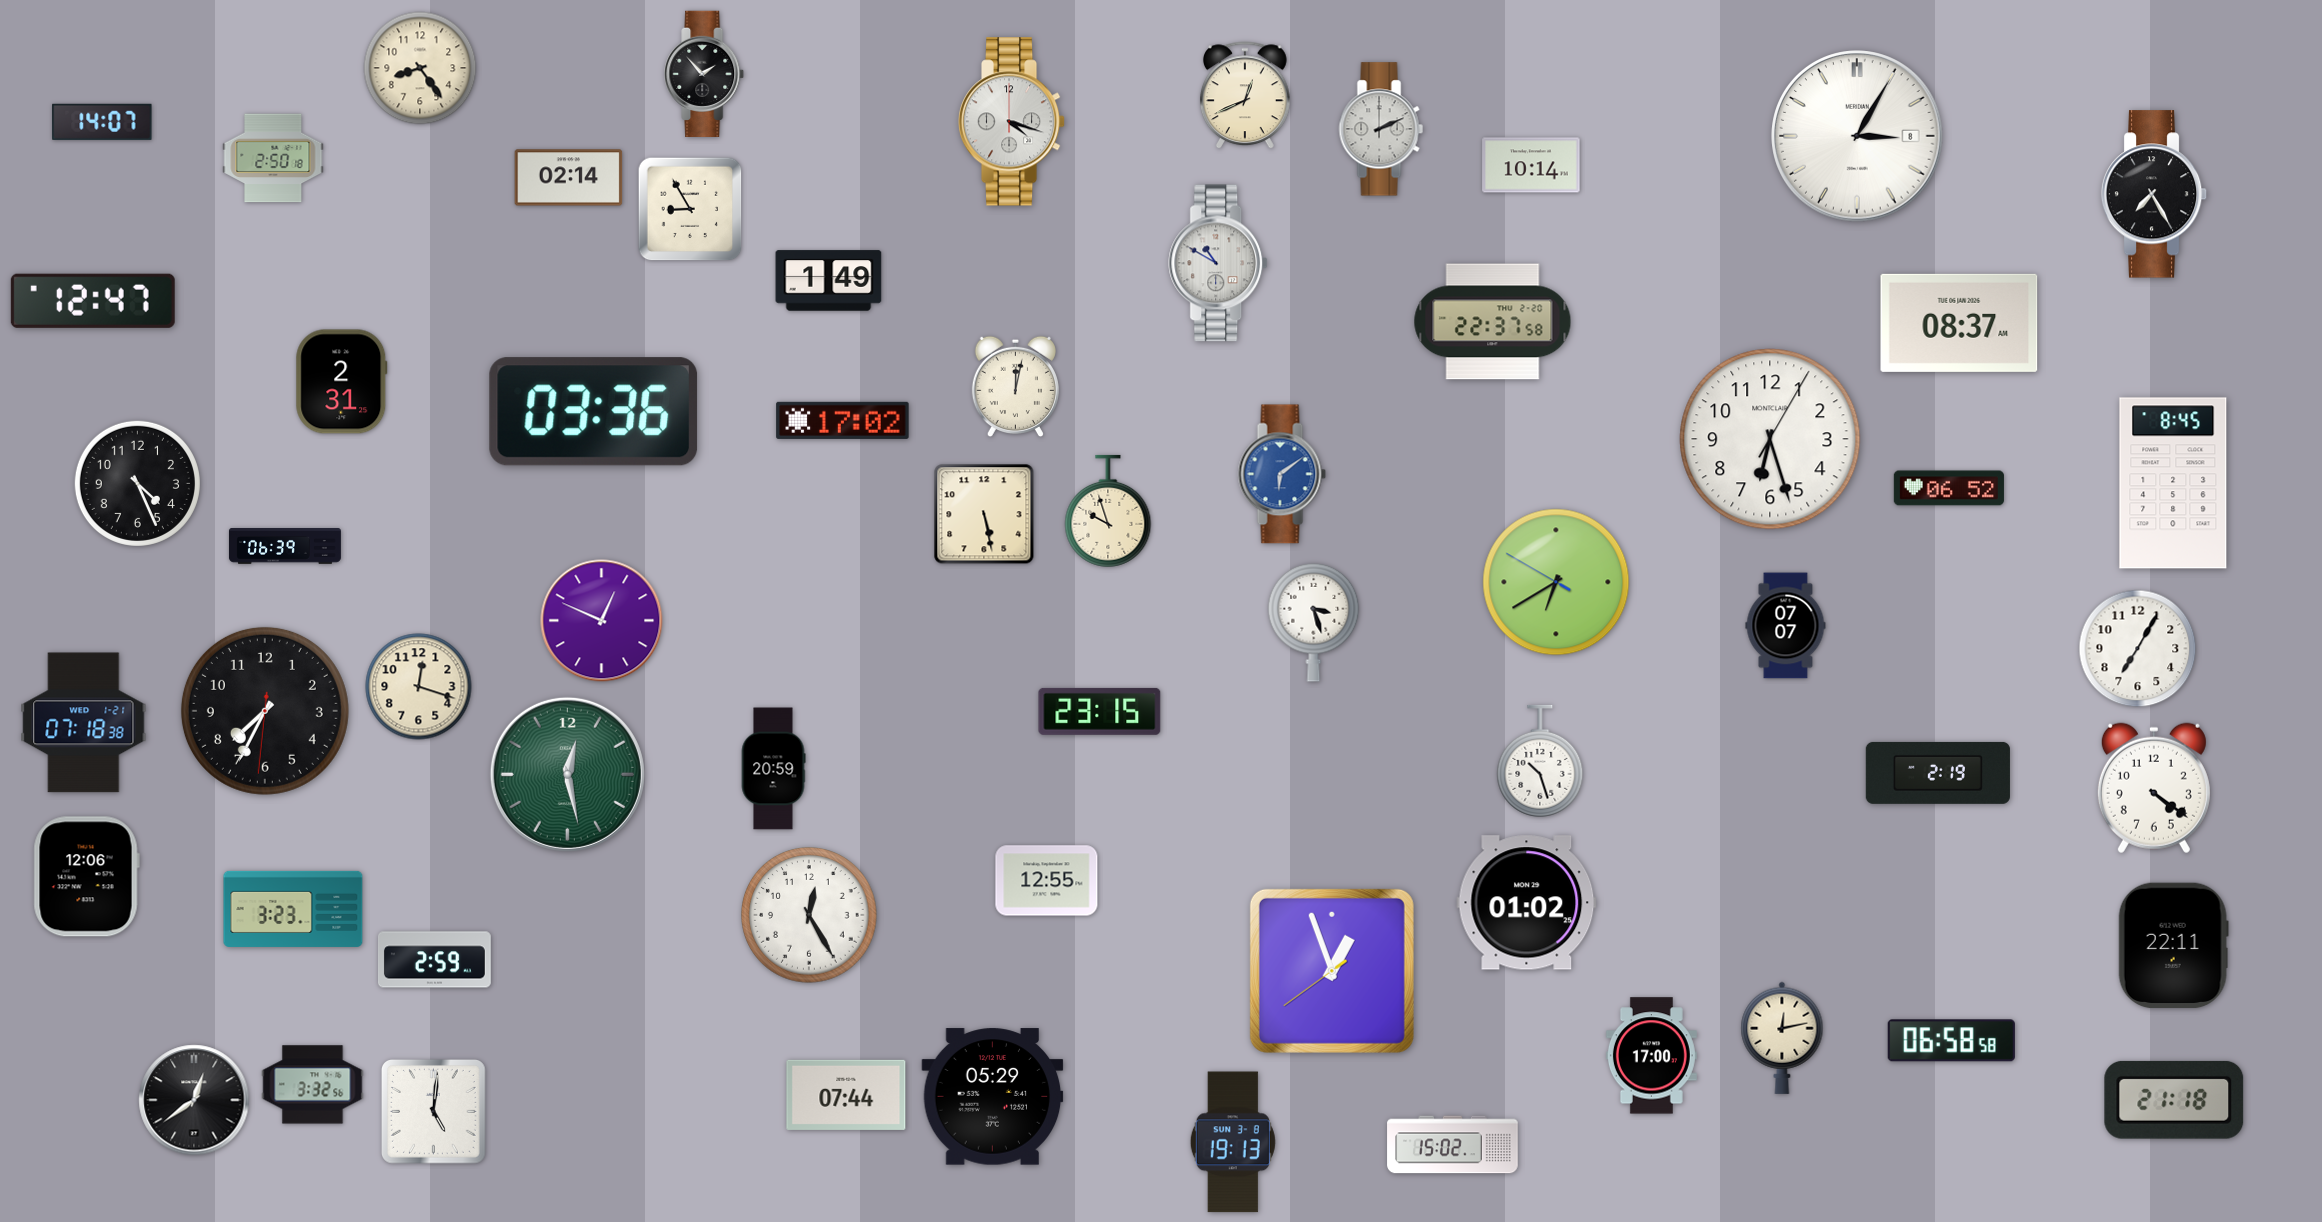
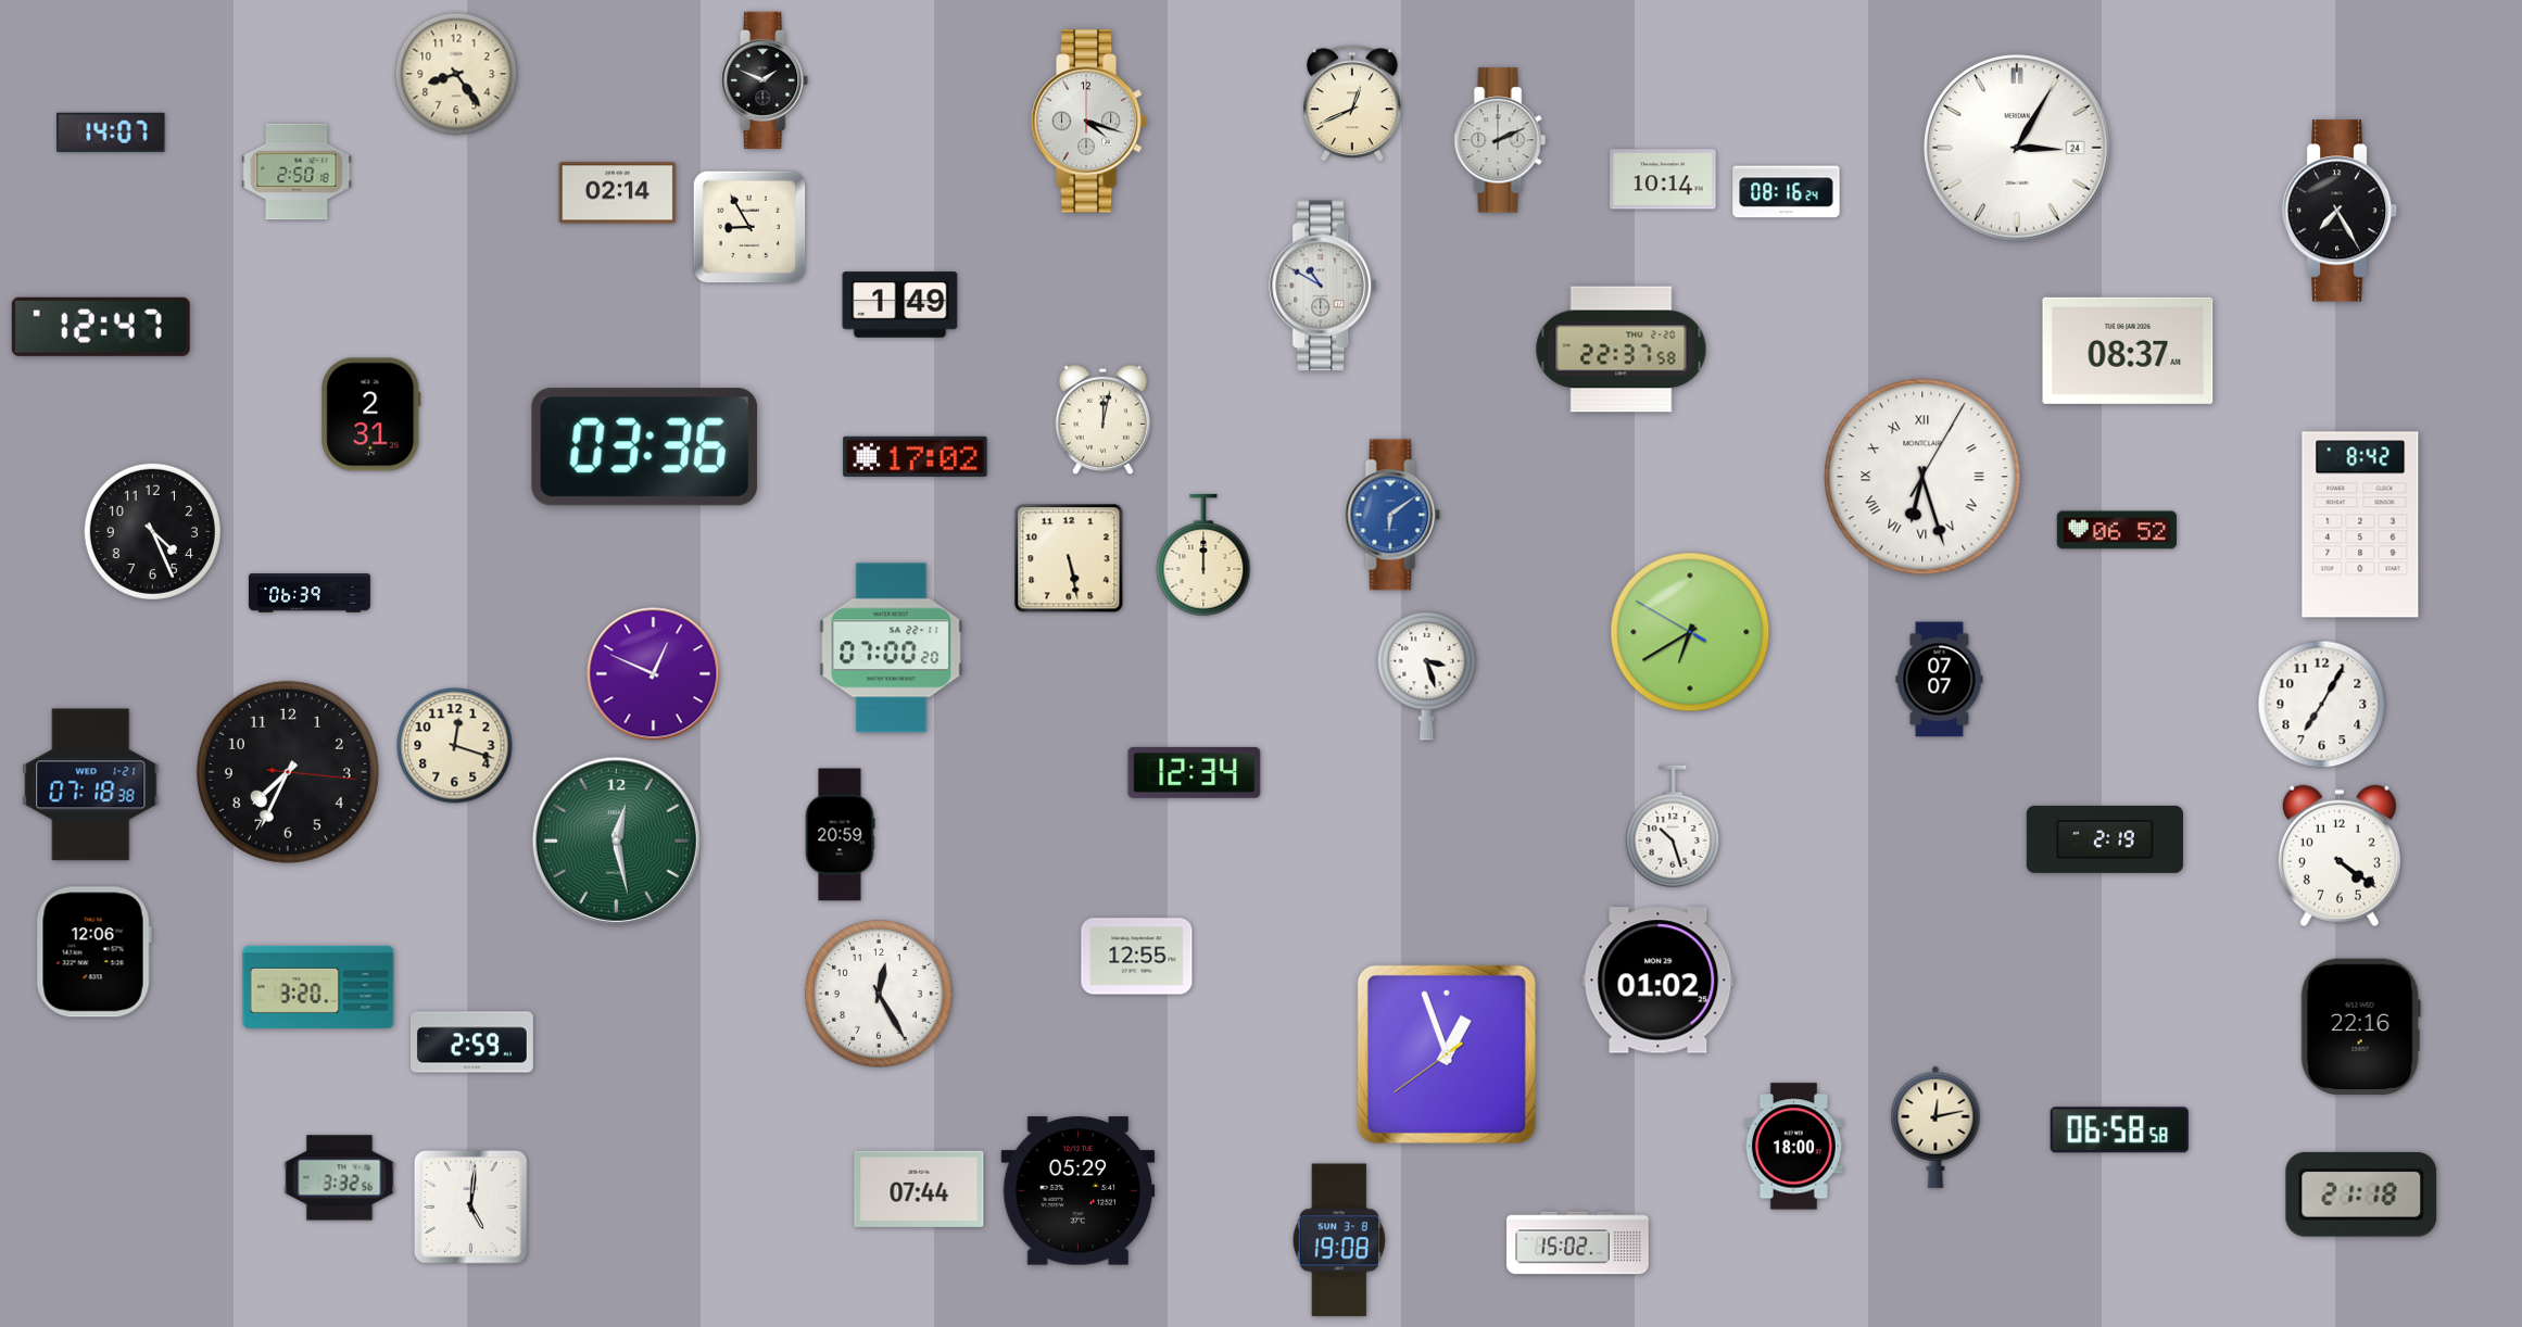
clock at (705, 73): 1:53 -> 1:49
clock at (1012, 122) position: (1012, 122) -> (1089, 122)
clock at (1857, 136) date: 8 -> 24
clock at (1787, 192): none -> 08:16
clock at (1770, 439) numerals: Arabic -> Roman
clock at (137, 483) position: (137, 483) -> (152, 531)
clock at (2173, 483): 8:45 -> 8:42
clock at (1108, 511): 9:57 -> 12:00
clock at (892, 648): none -> 07:00
clock at (265, 711): 7:34:31 -> 7:34:16
clock at (1100, 711): 23:15 -> 12:34
clock at (293, 909): 3:23 -> 3:20
clock at (2173, 946): 22:11 -> 22:16
clock at (1651, 1056): 17:00 -> 18:00
clock at (194, 1100): 12:39 -> none
clock at (1233, 1142): 19:13 -> 19:08
